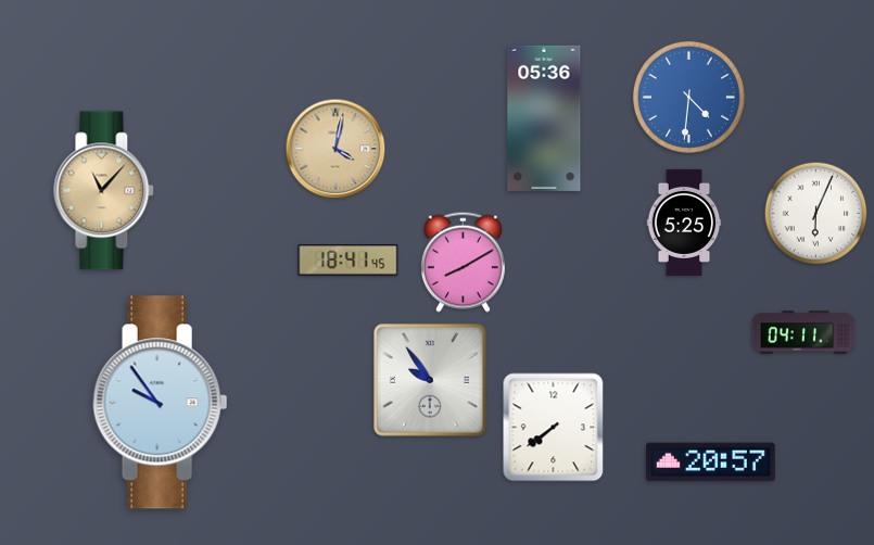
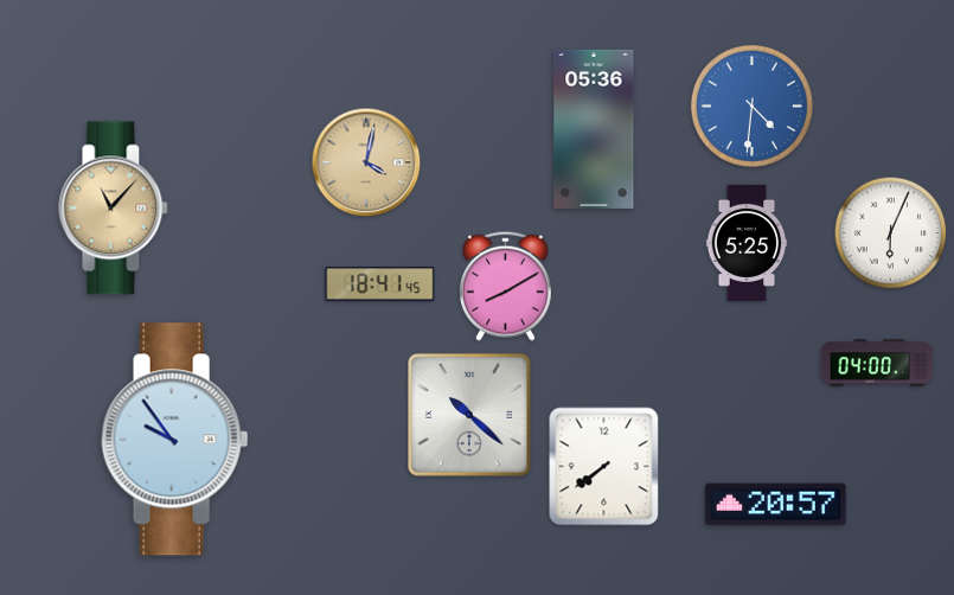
clock at (803, 332): 04:11 -> 04:00
clock at (431, 381): 9:54 -> 10:22
